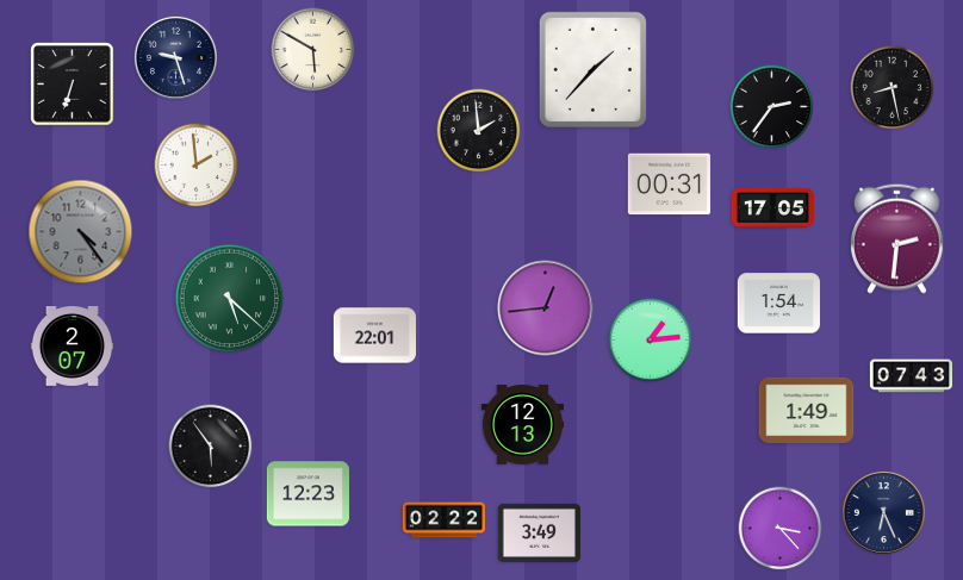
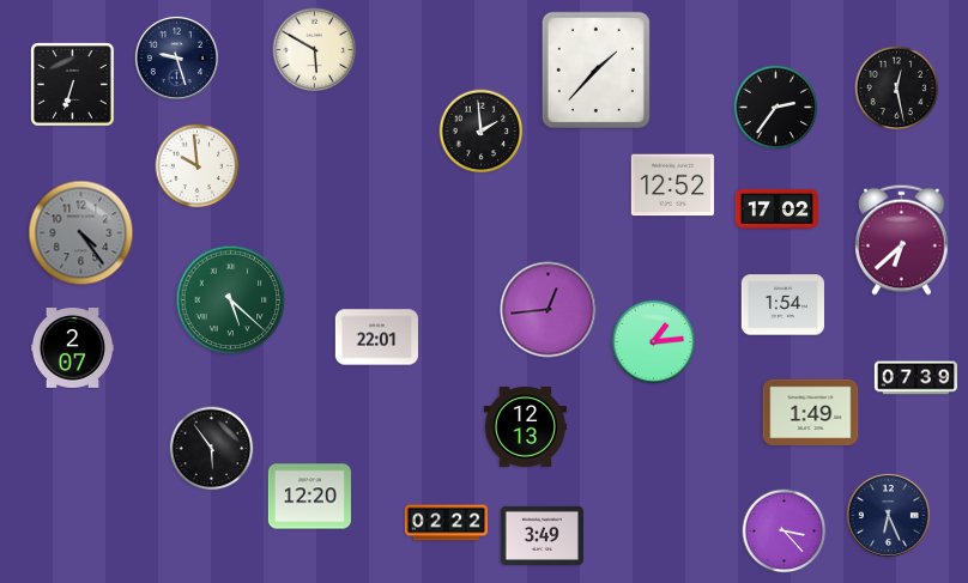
clock at (893, 88): 8:28 -> 12:28
clock at (197, 166): 1:59 -> 9:59
clock at (669, 185): 00:31 -> 12:52
clock at (772, 207): 17:05 -> 17:02
clock at (897, 238): 2:31 -> 6:38
clock at (911, 376): 07:43 -> 07:39
clock at (307, 494): 12:23 -> 12:20
